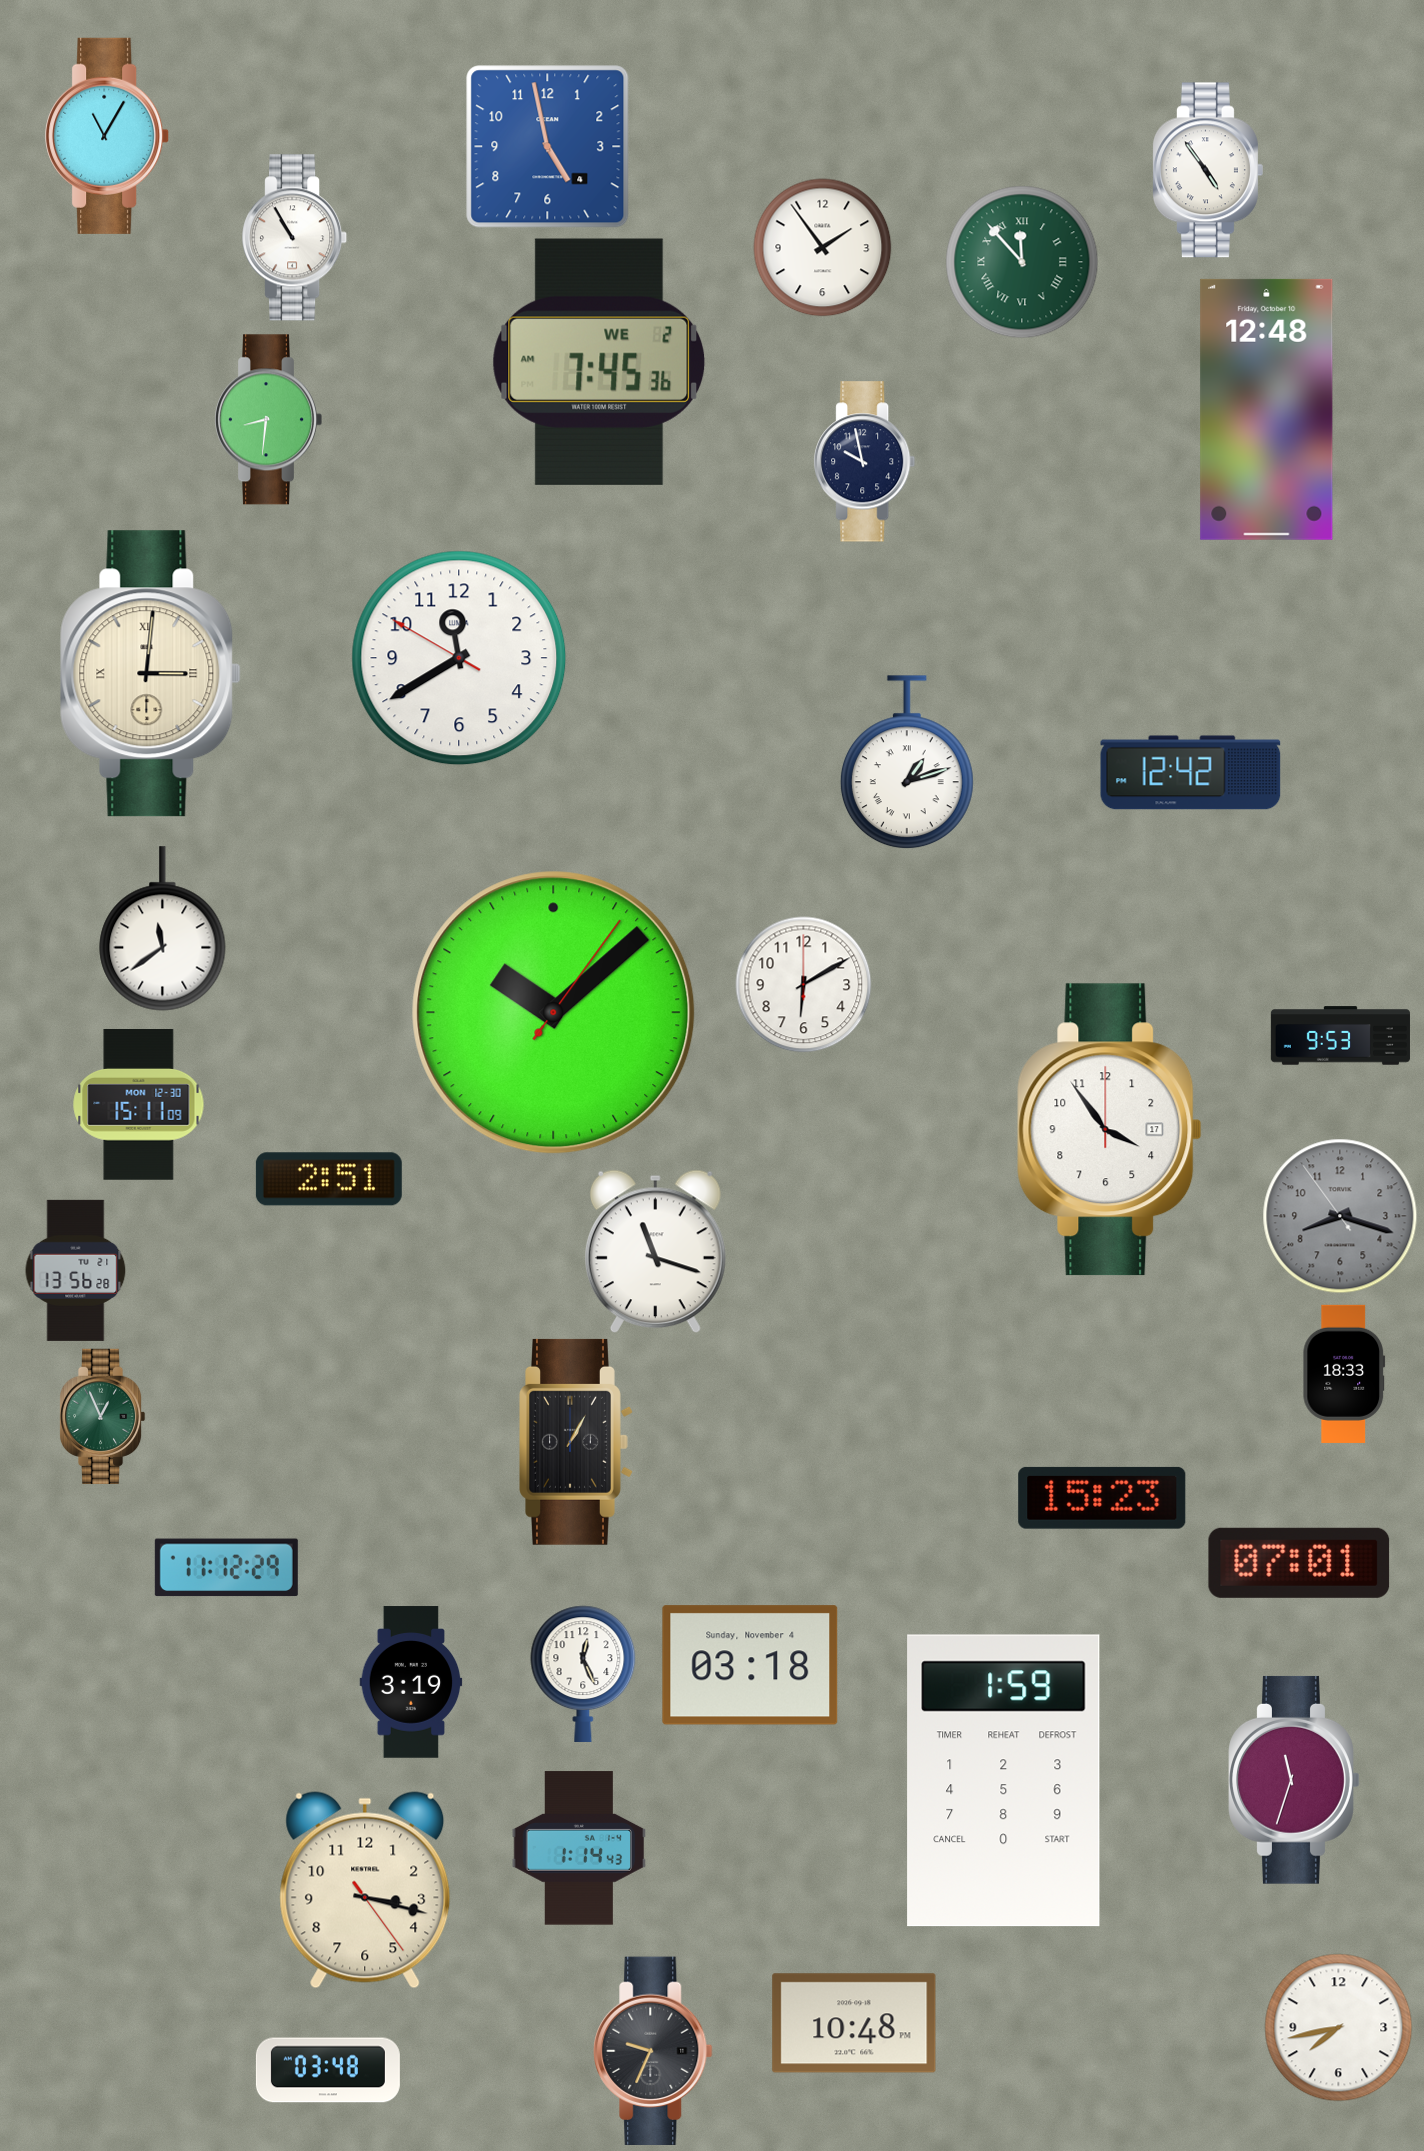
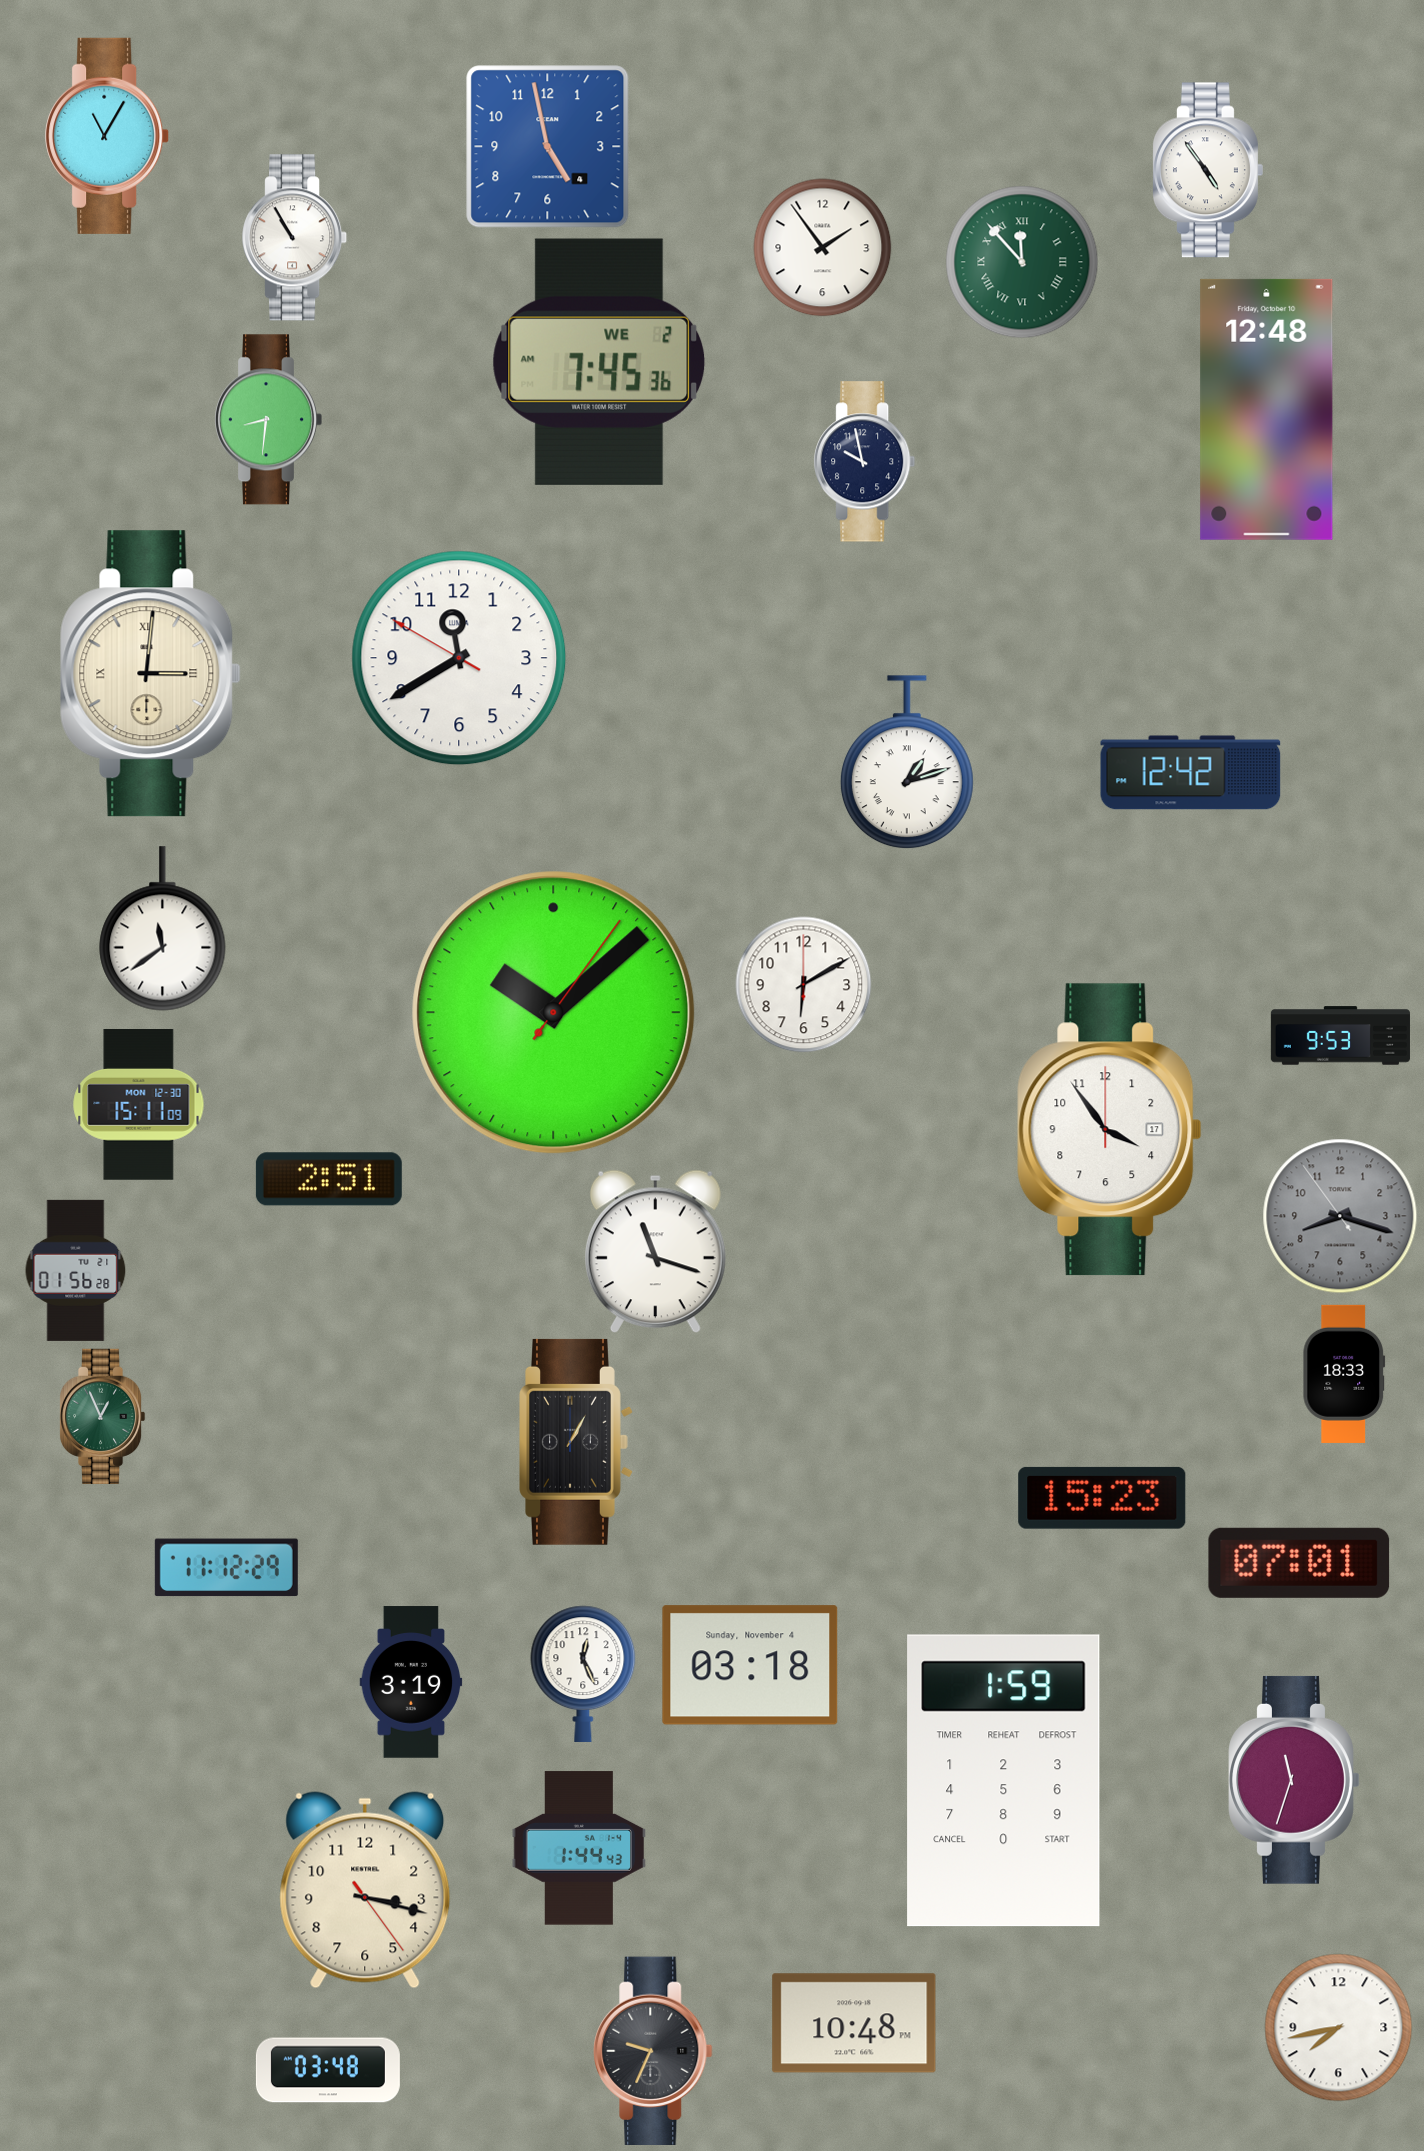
clock at (76, 1270): 13:56 -> 01:56
clock at (579, 1848): 1:14 -> 1:44
